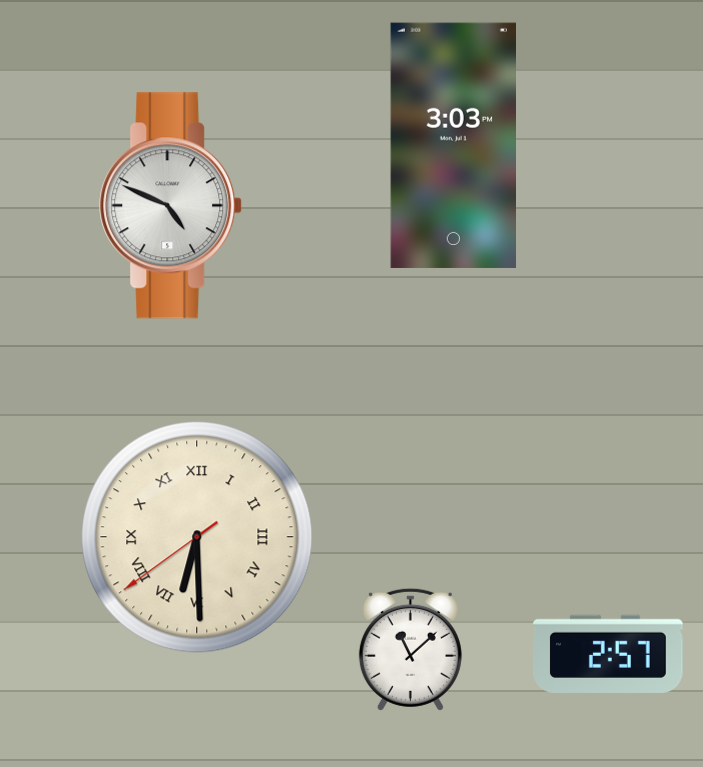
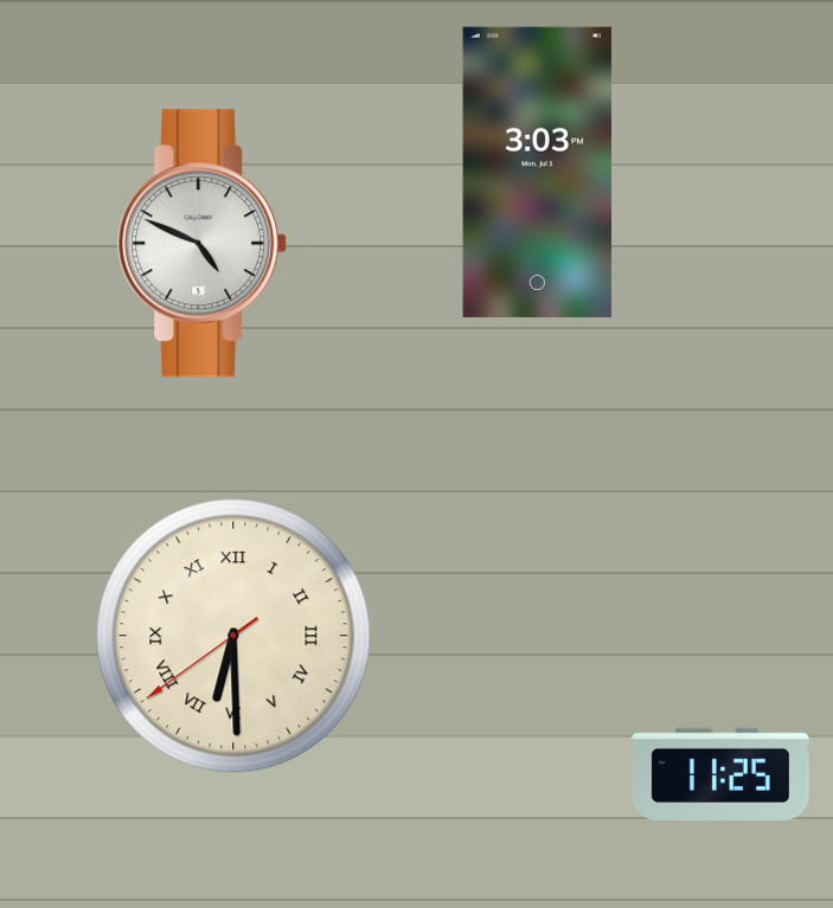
clock at (410, 649): 11:08 -> none
clock at (609, 654): 2:57 -> 11:25
